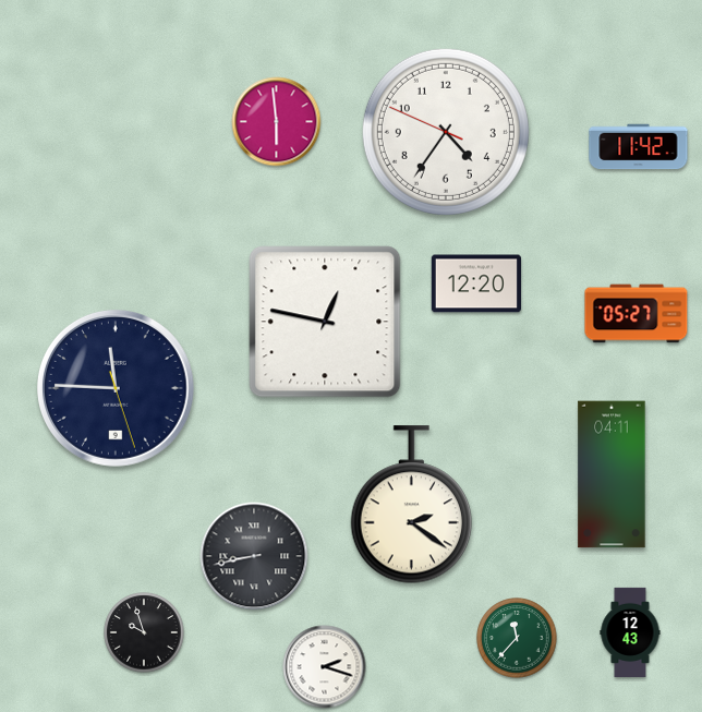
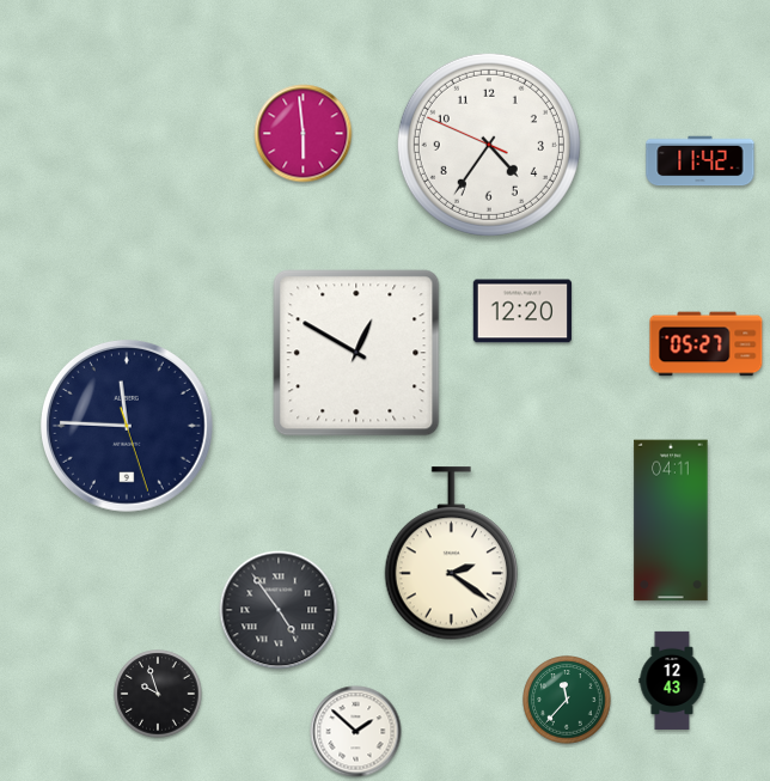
clock at (637, 314) position: (637, 314) -> (707, 344)
clock at (325, 322): 12:47 -> 12:50
clock at (254, 556): 8:43 -> 4:54
clock at (630, 631) position: (630, 631) -> (672, 679)
clock at (325, 667): 2:18 -> 1:52
